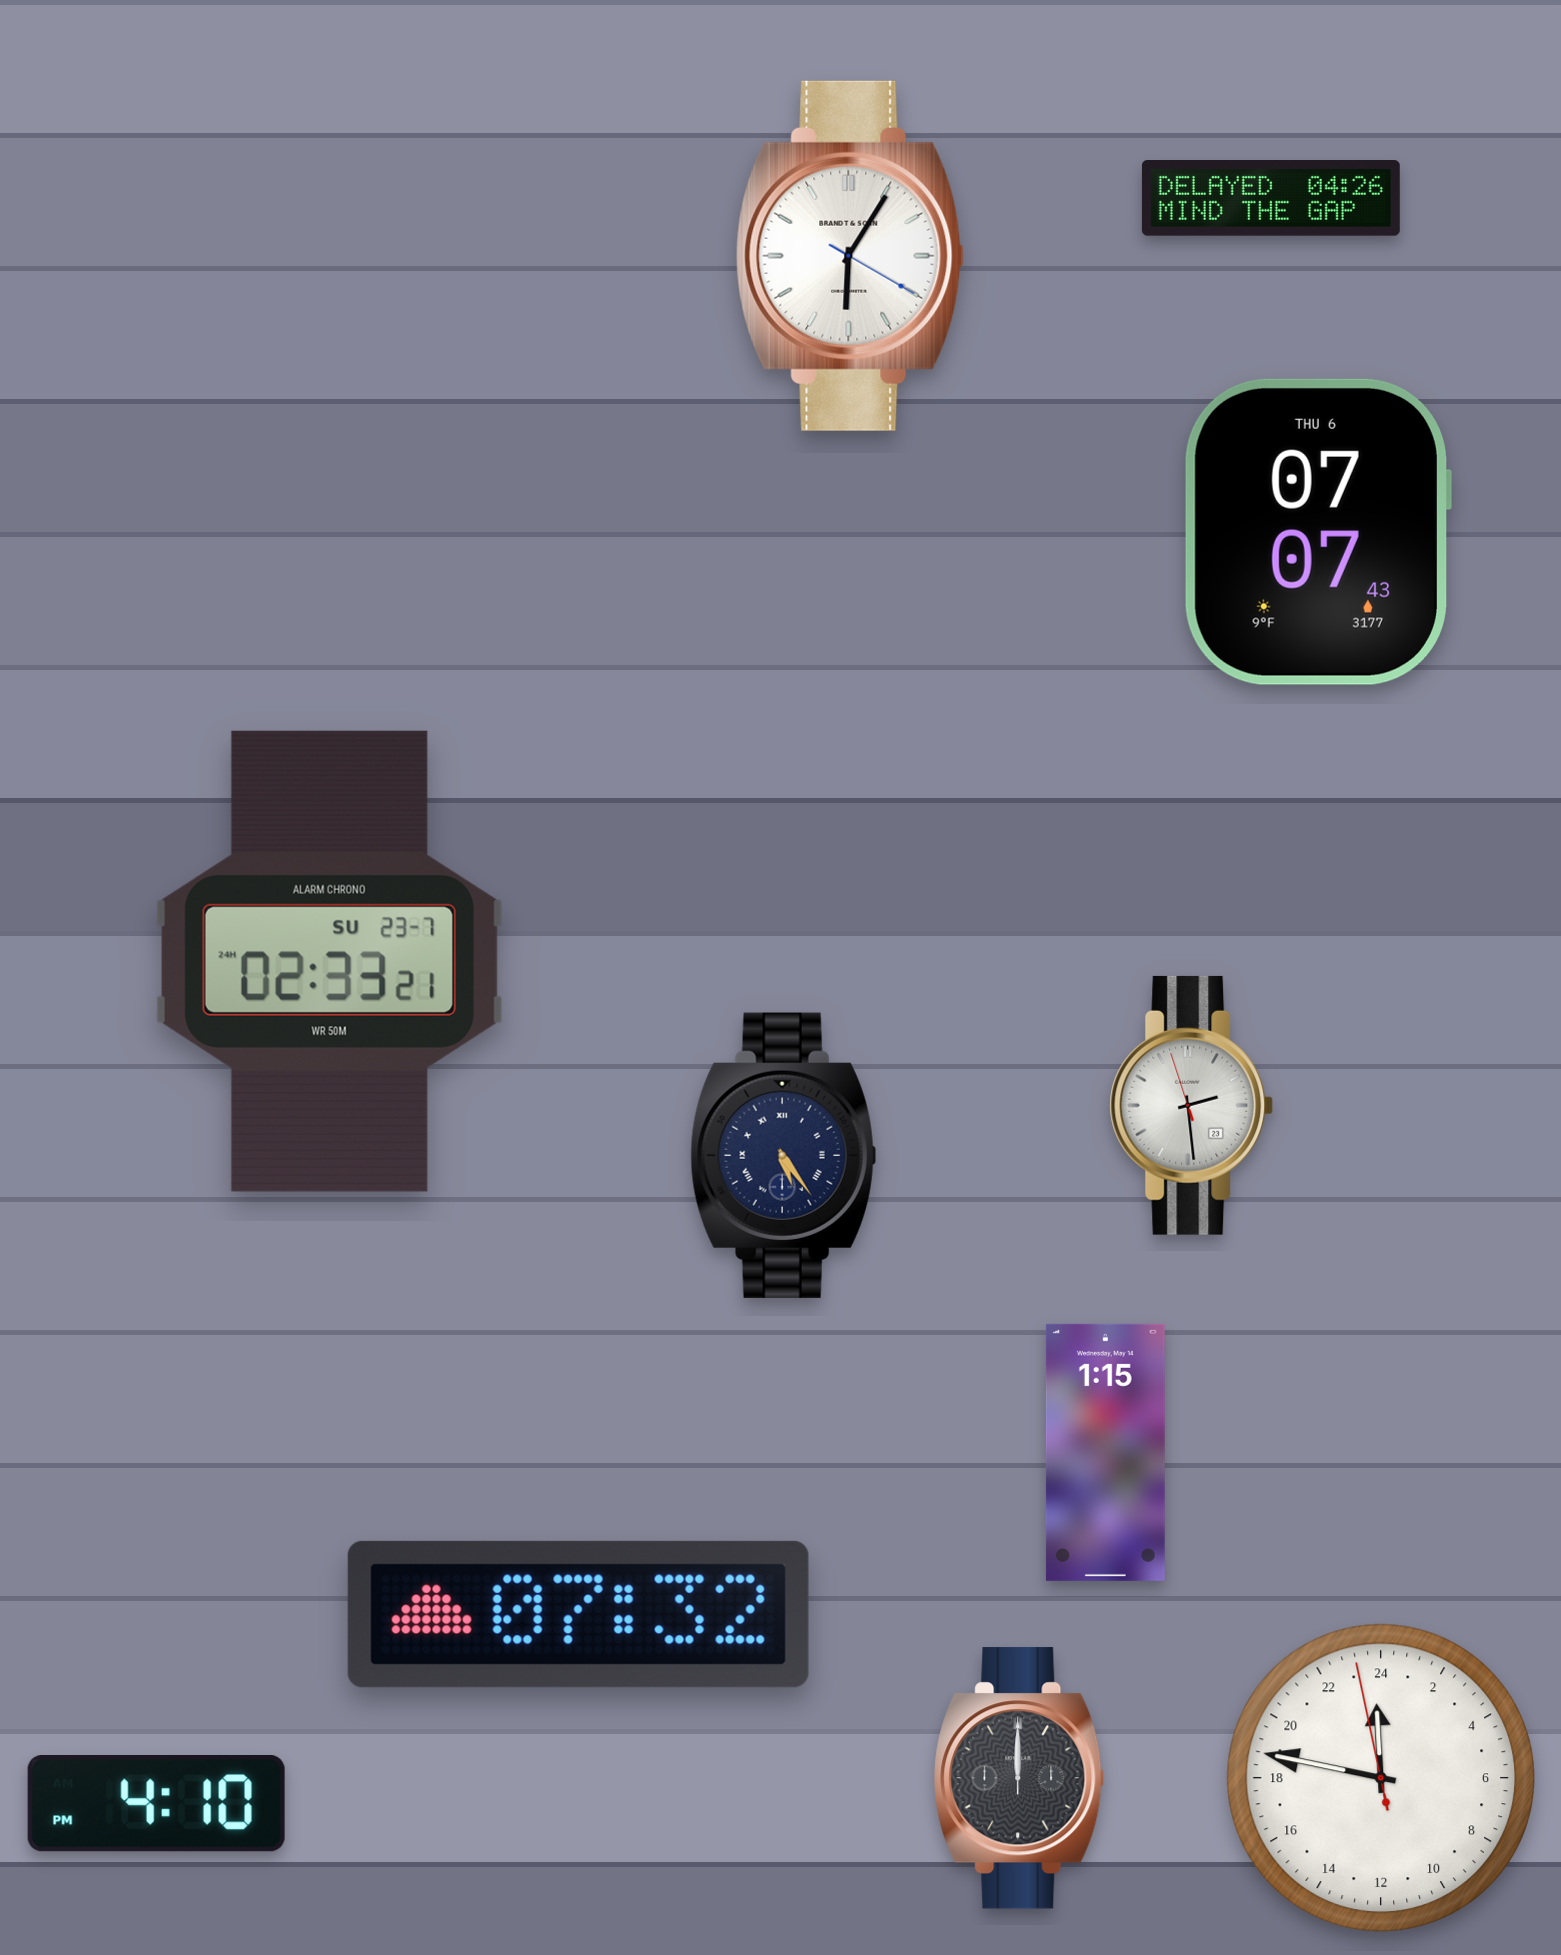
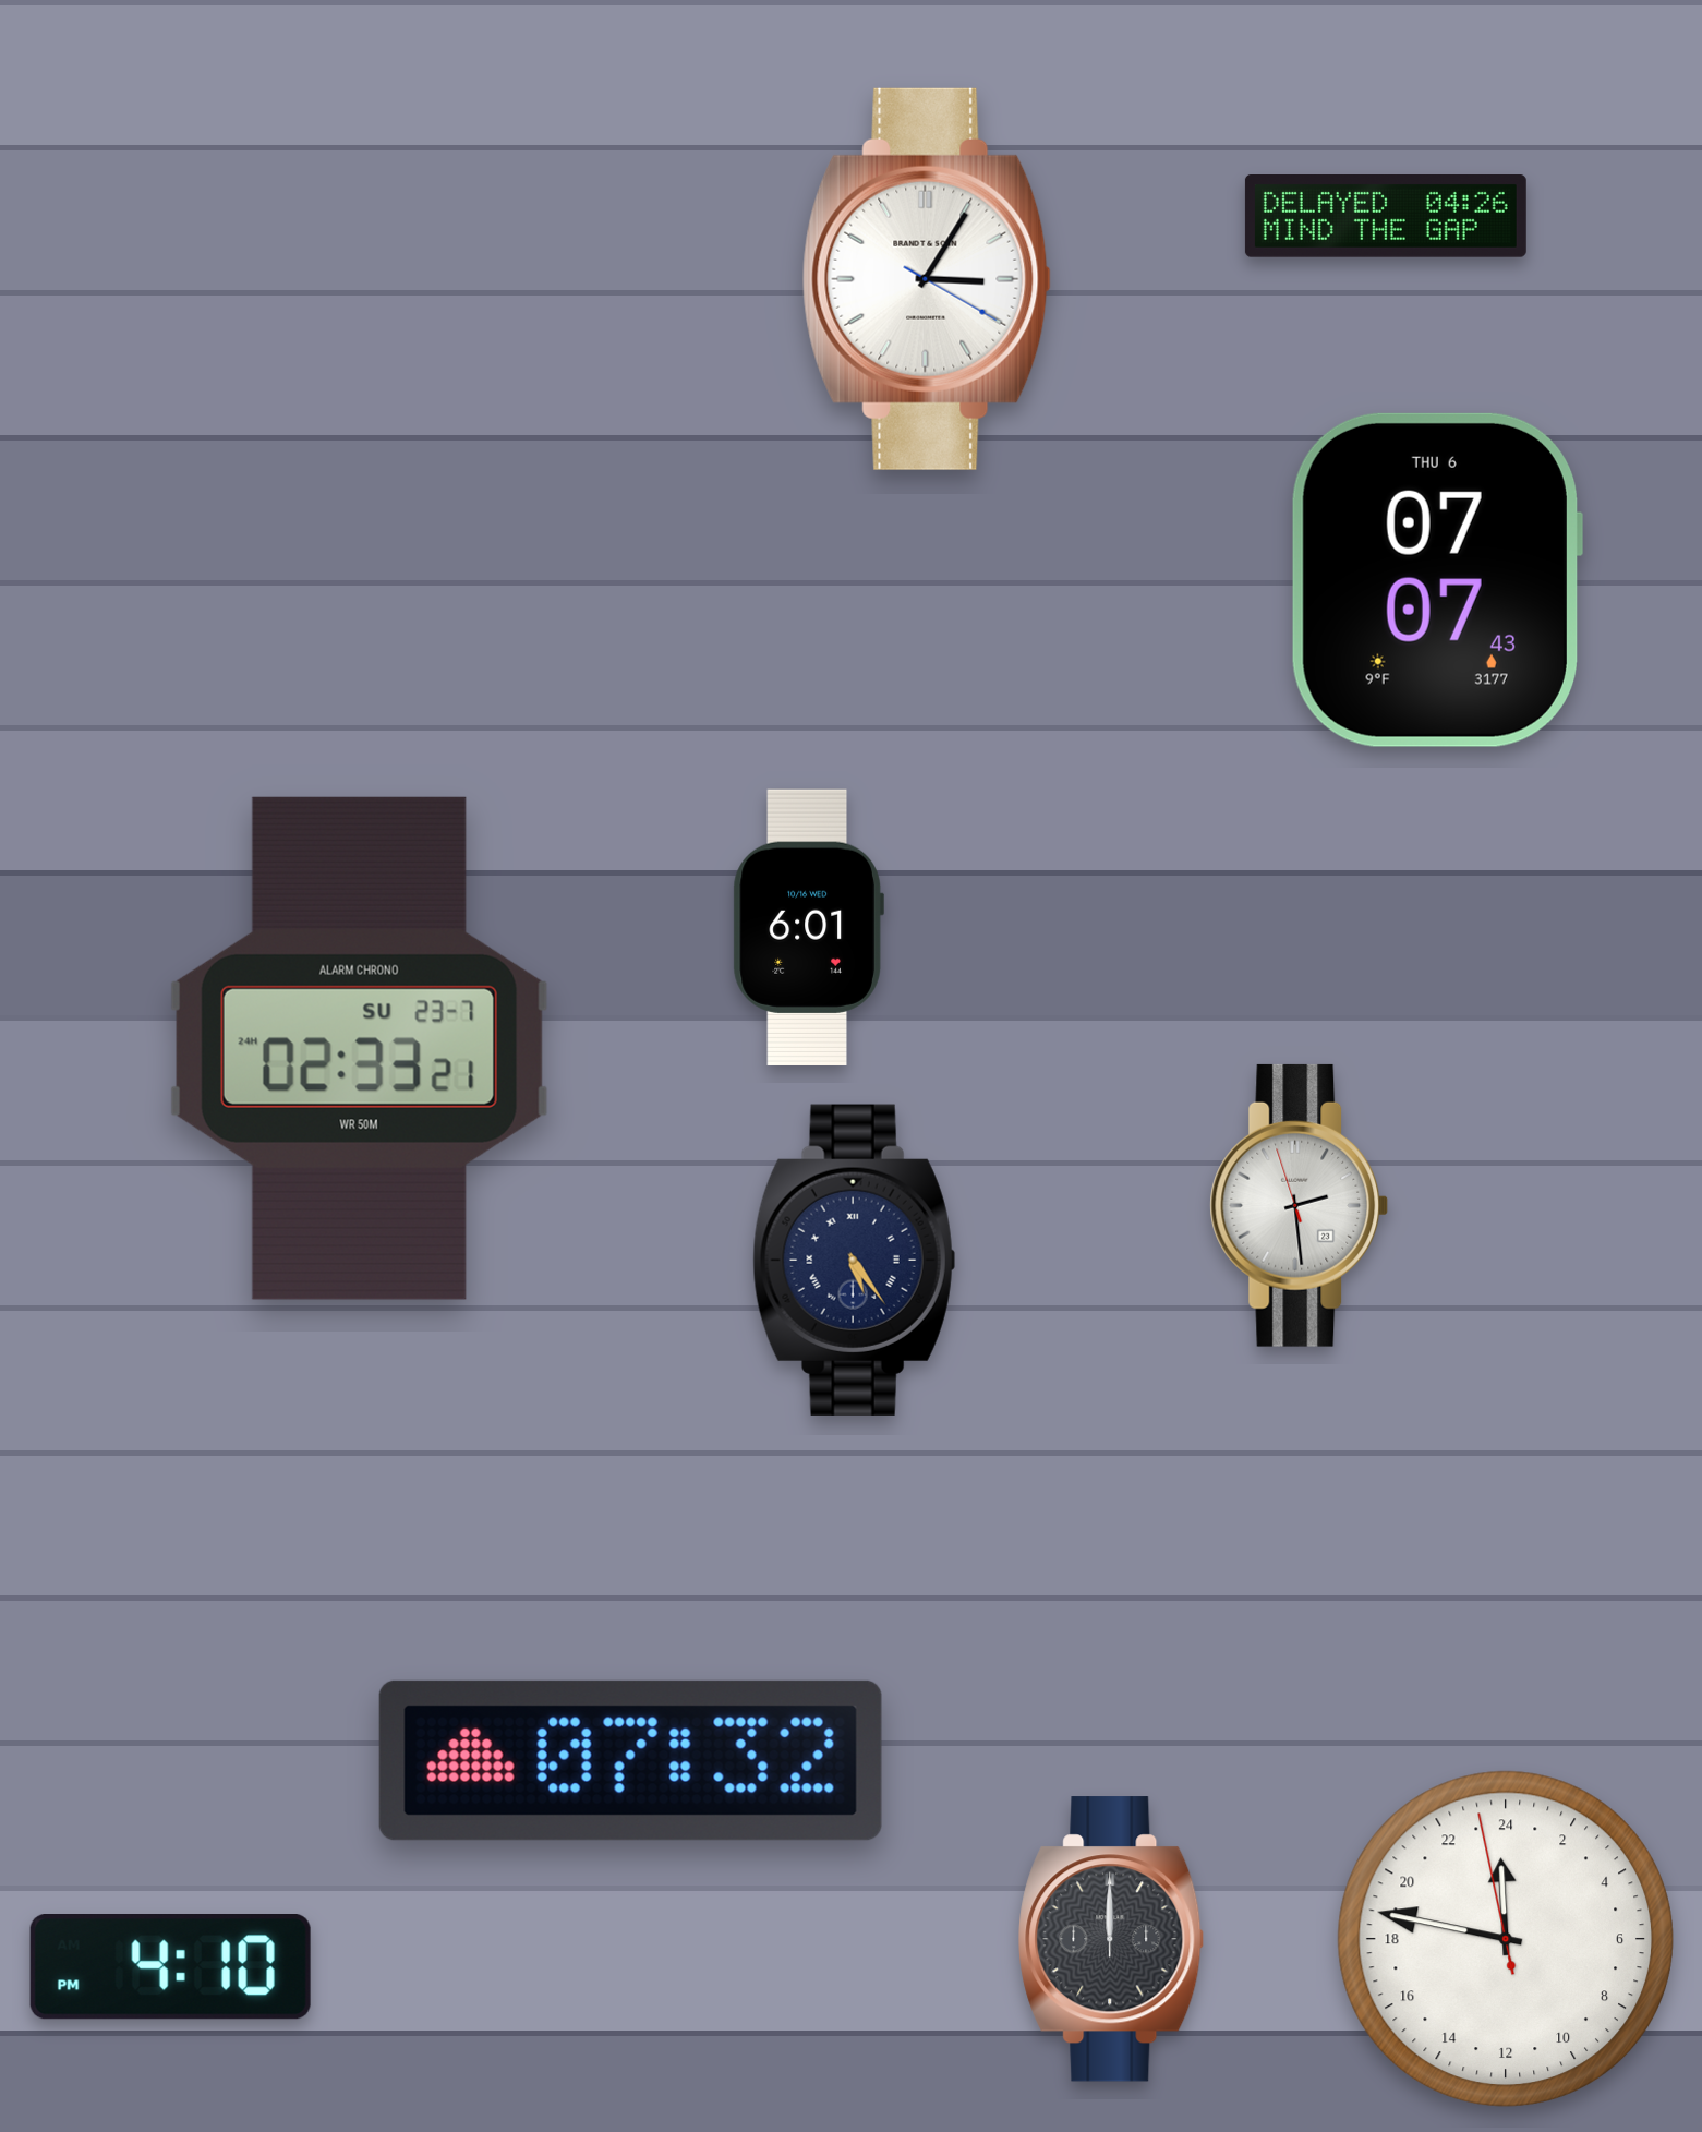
clock at (850, 256): 6:05 -> 3:05
clock at (808, 927): none -> 6:01
clock at (1105, 1452): 1:15 -> none
